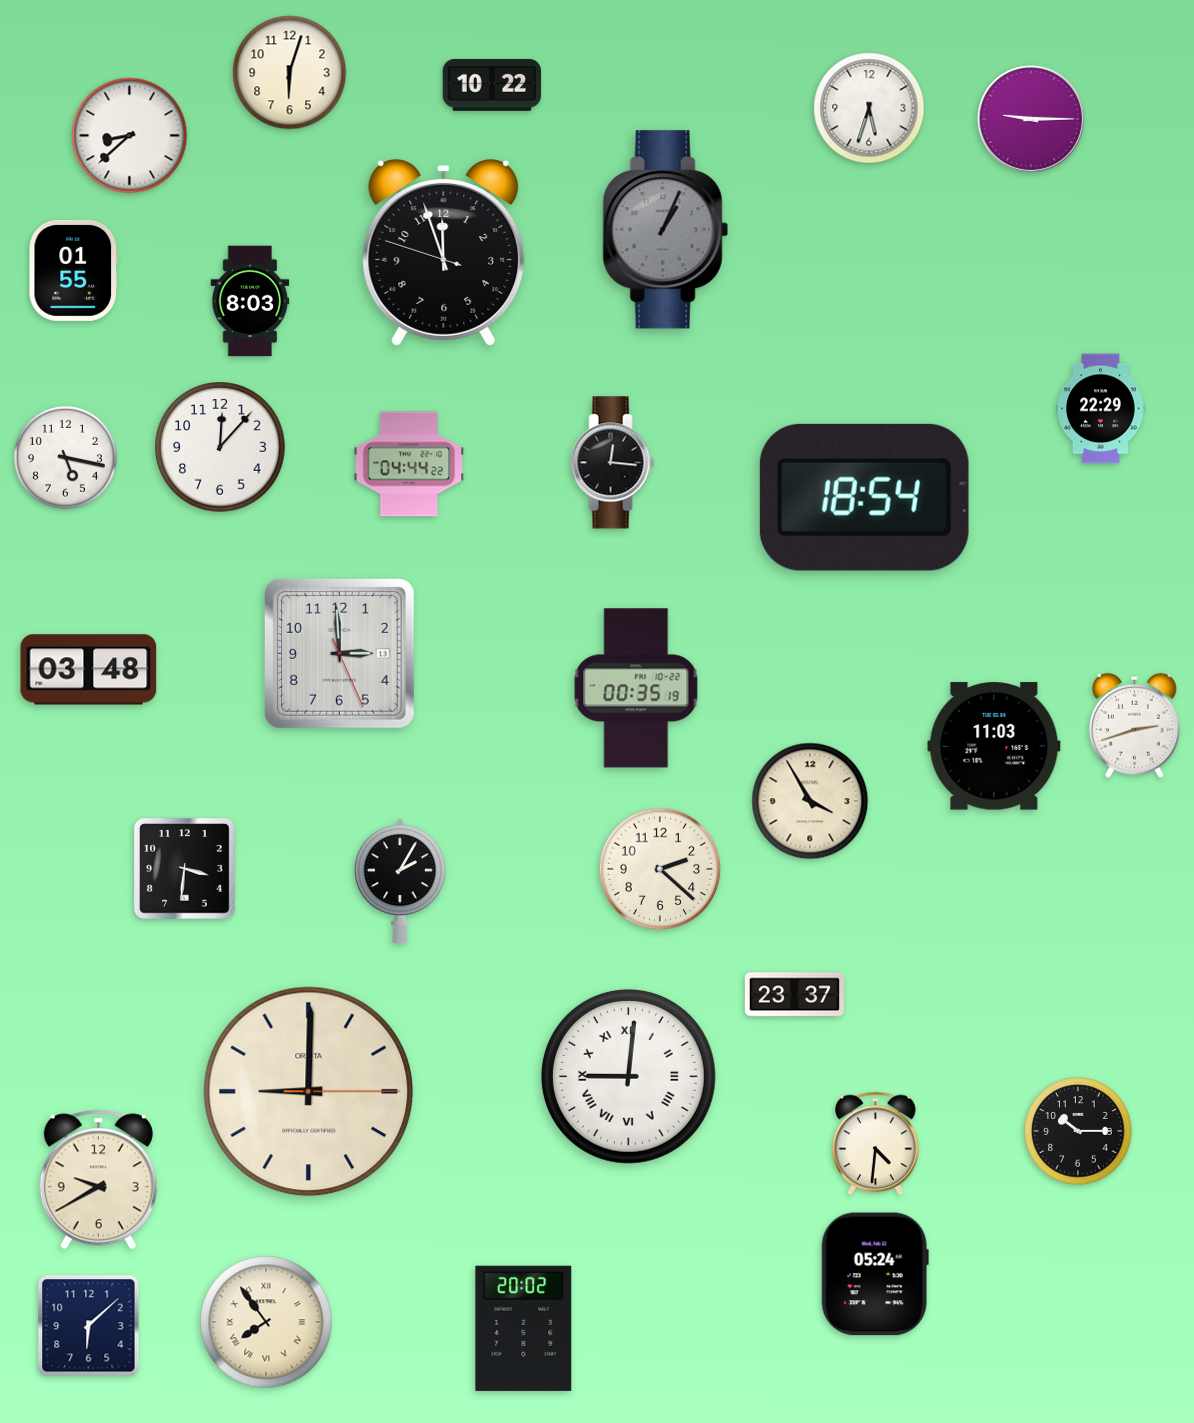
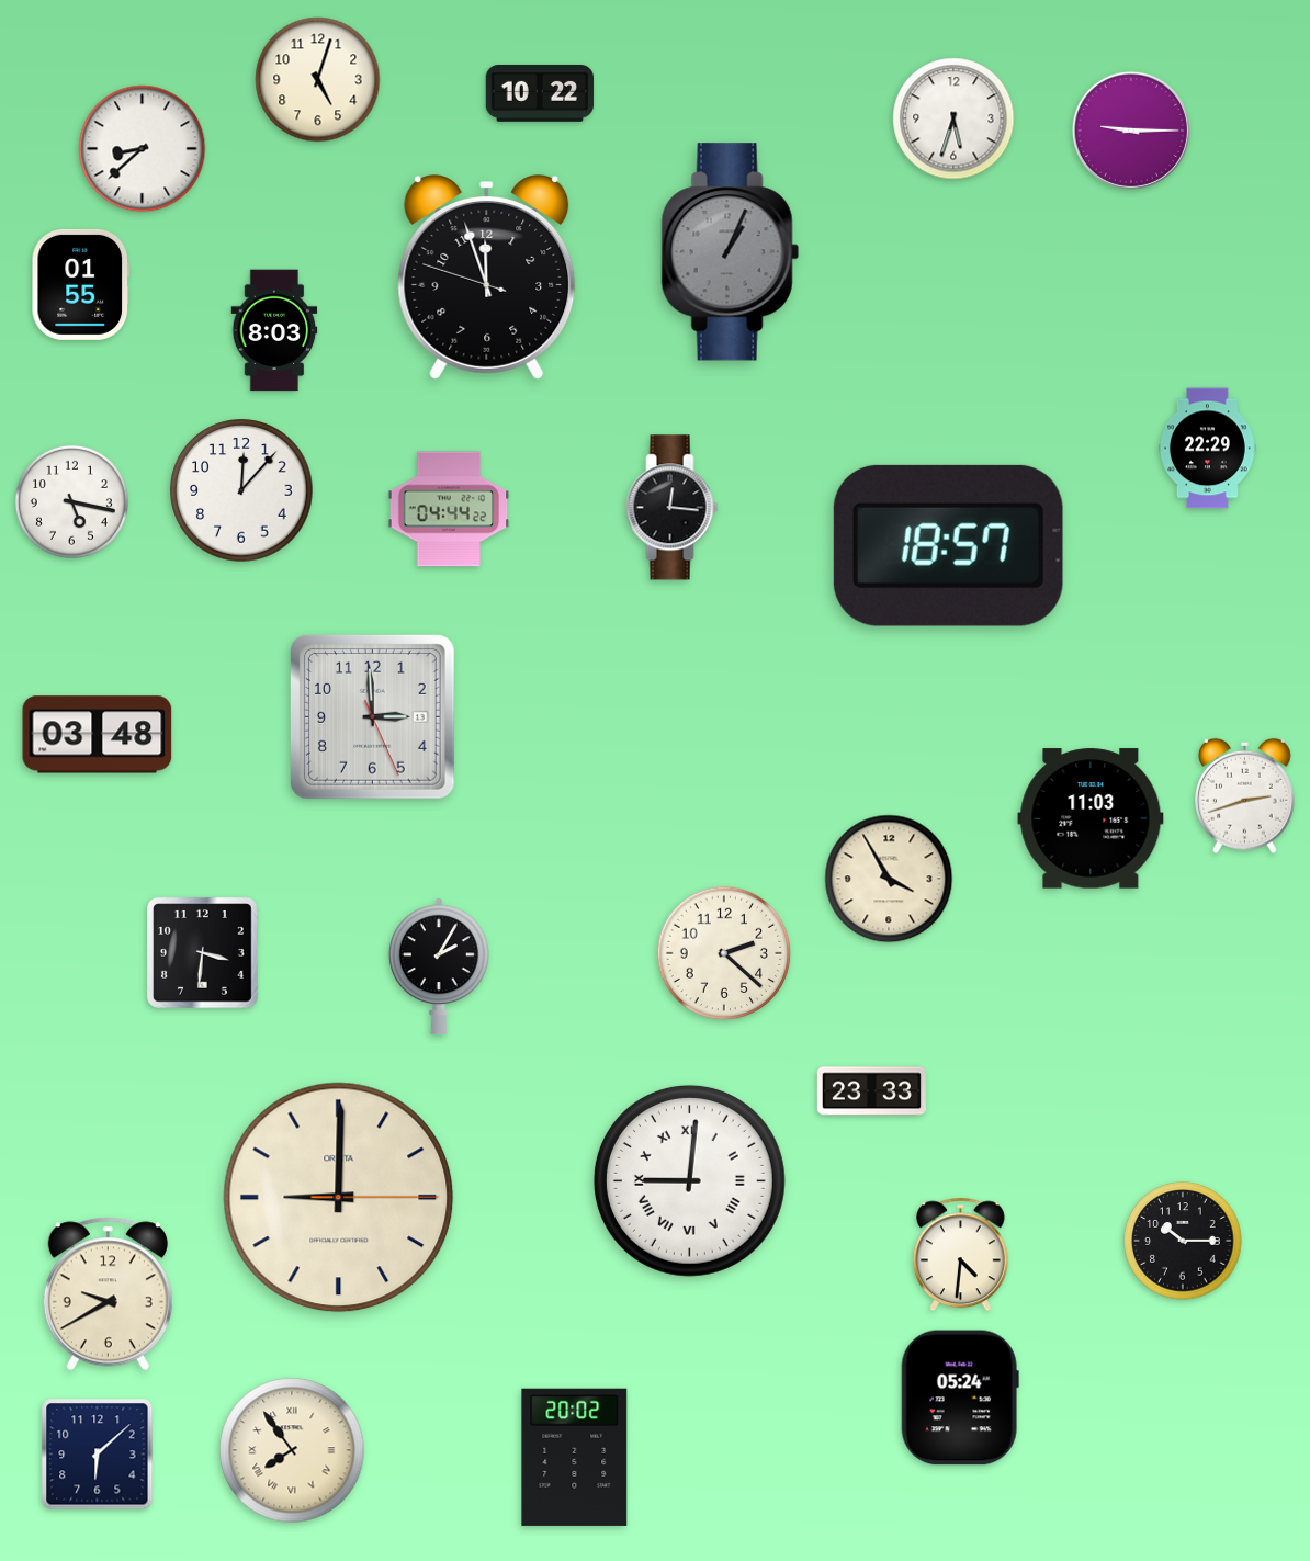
clock at (290, 73): 6:03 -> 5:03
clock at (74, 270) position: (74, 270) -> (81, 284)
clock at (864, 497): 18:54 -> 18:57
clock at (636, 688): 00:35 -> none
clock at (794, 995): 23:37 -> 23:33
